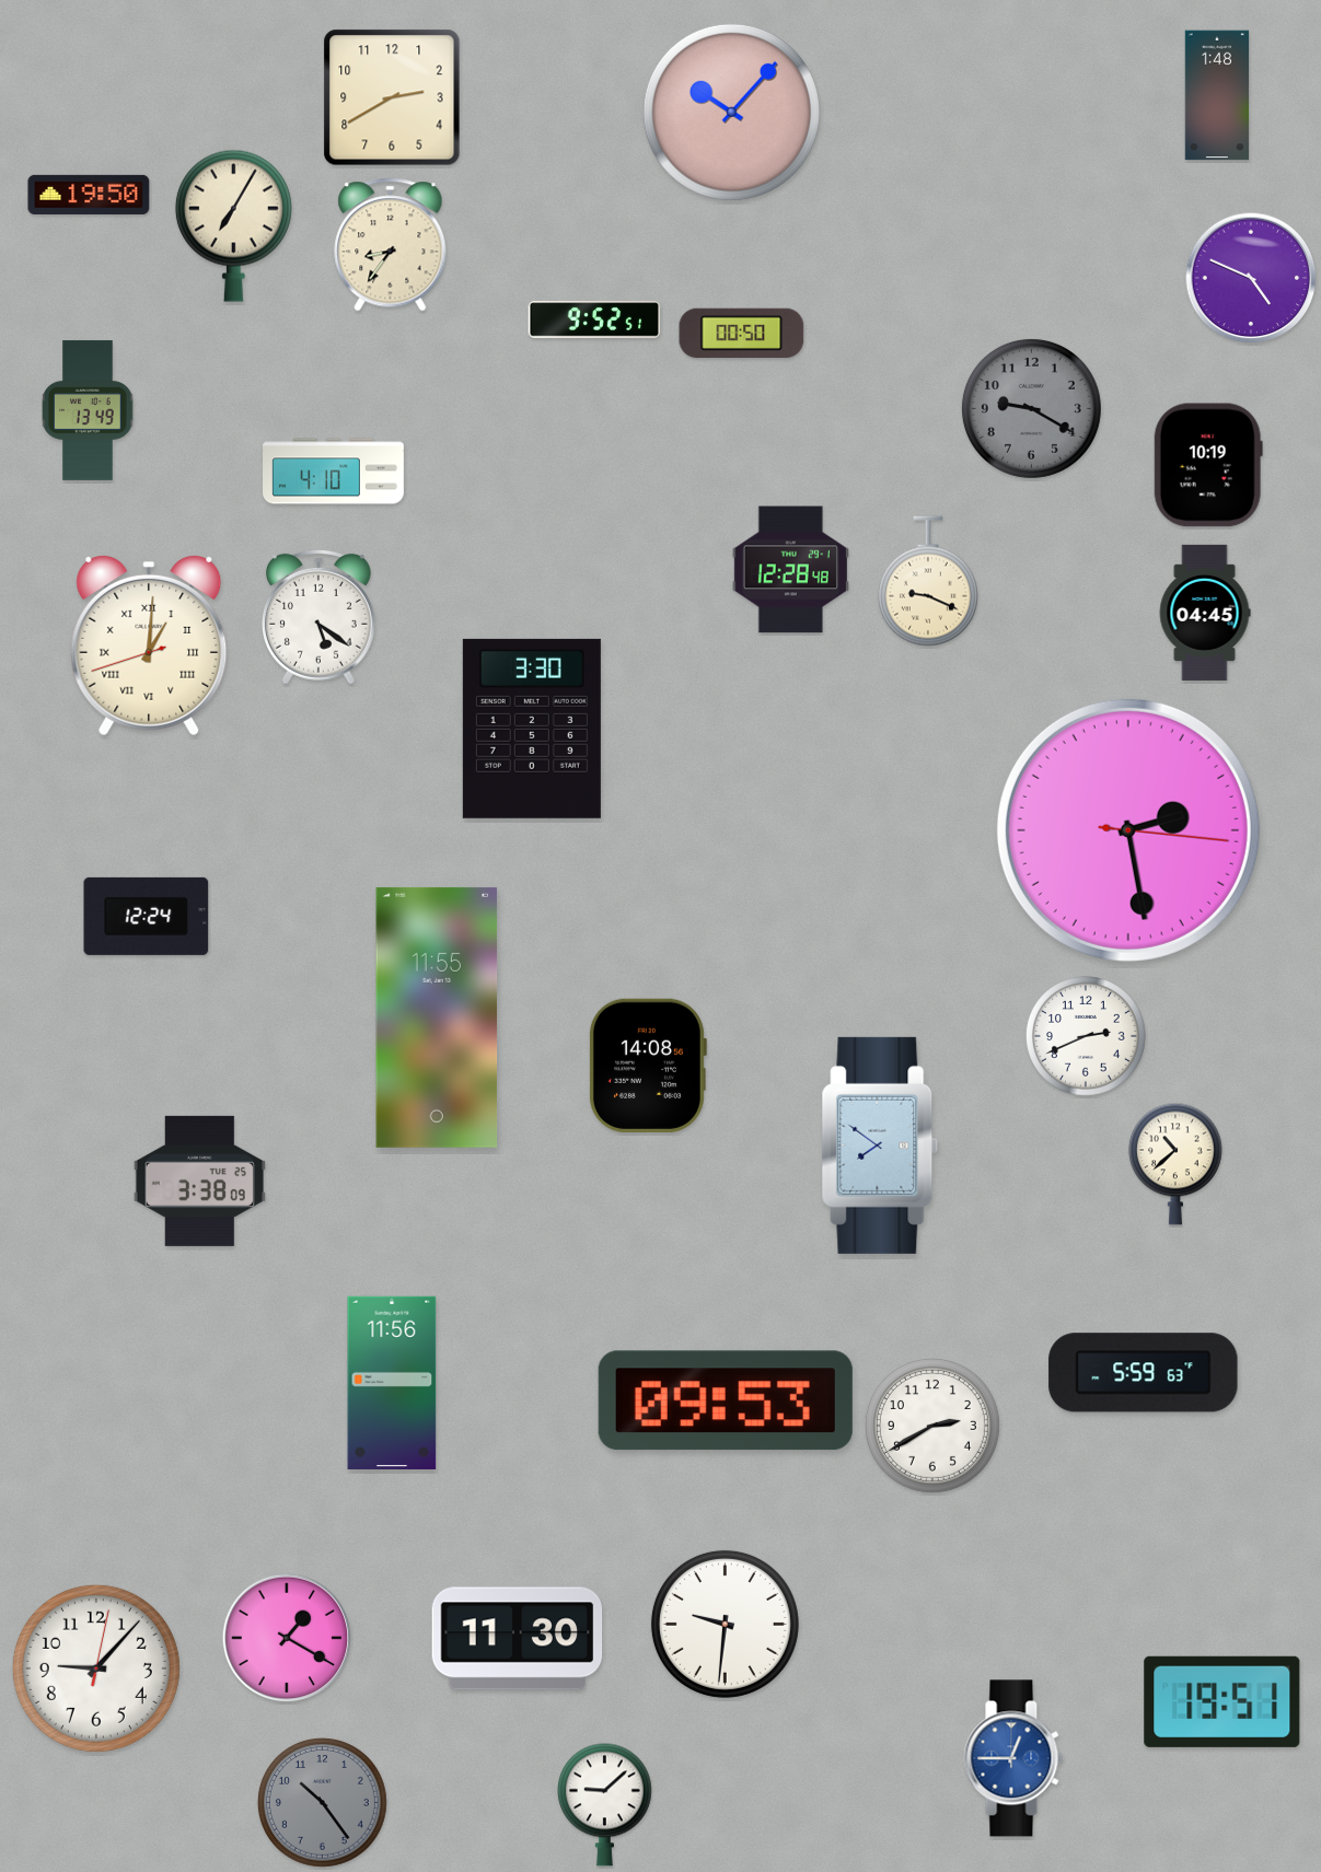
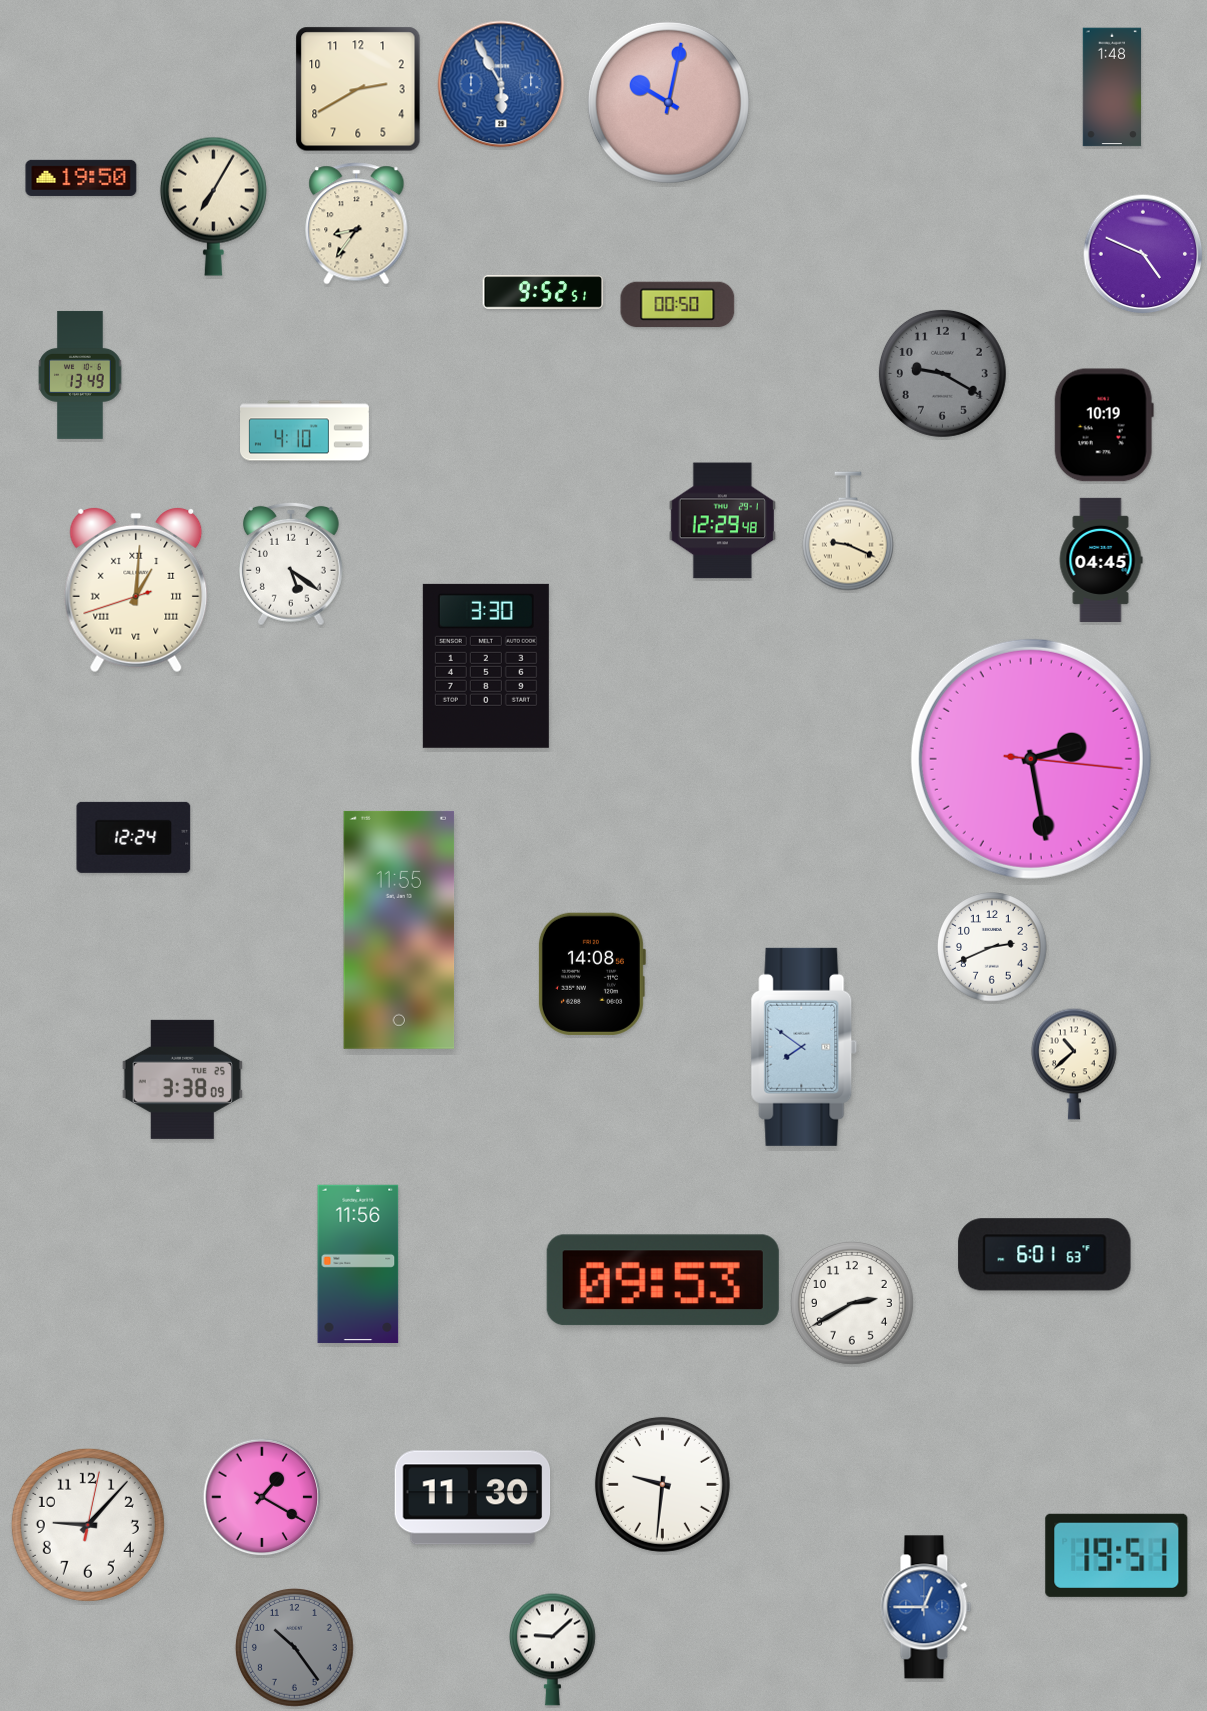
clock at (501, 84): none -> 5:55
clock at (731, 112): 10:07 -> 10:02
clock at (790, 570): 12:28 -> 12:29
clock at (1144, 1373): 5:59 -> 6:01
